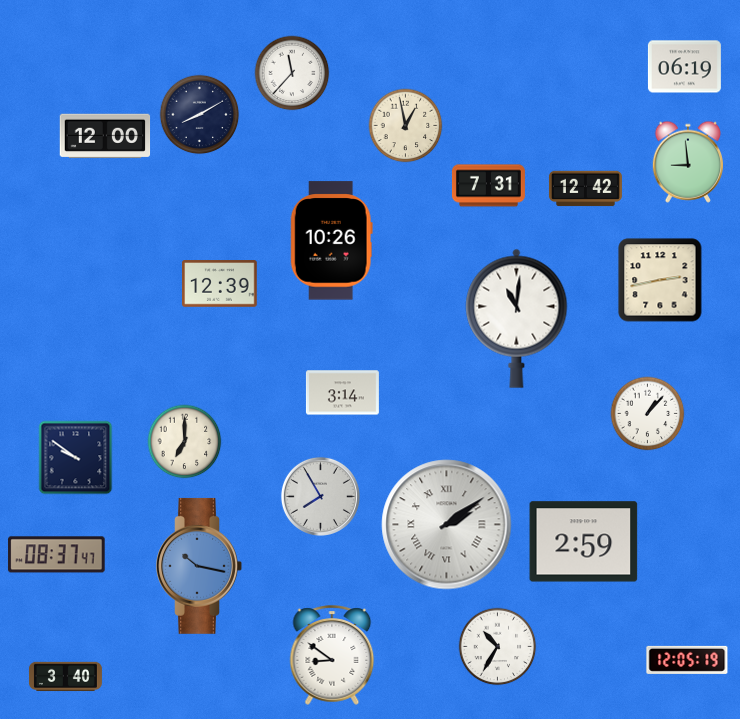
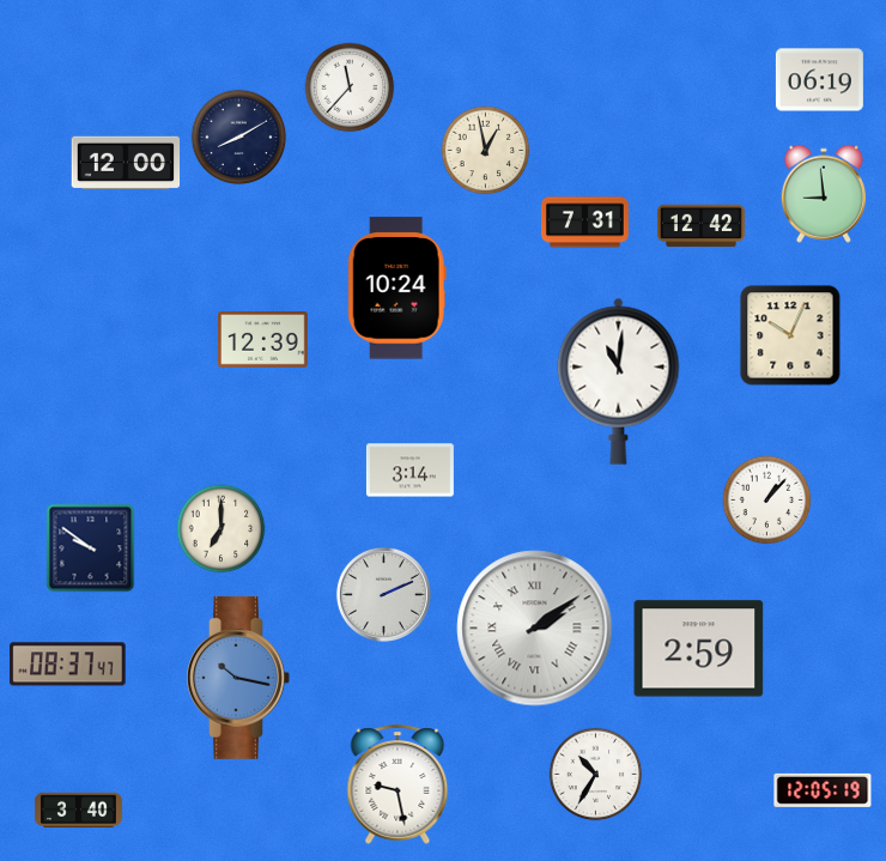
clock at (331, 241): 10:26 -> 10:24
clock at (660, 280): 2:43 -> 10:04
clock at (648, 414) position: (648, 414) -> (767, 501)
clock at (320, 496): 7:55 -> 2:11
clock at (332, 655): 8:51 -> 9:28
